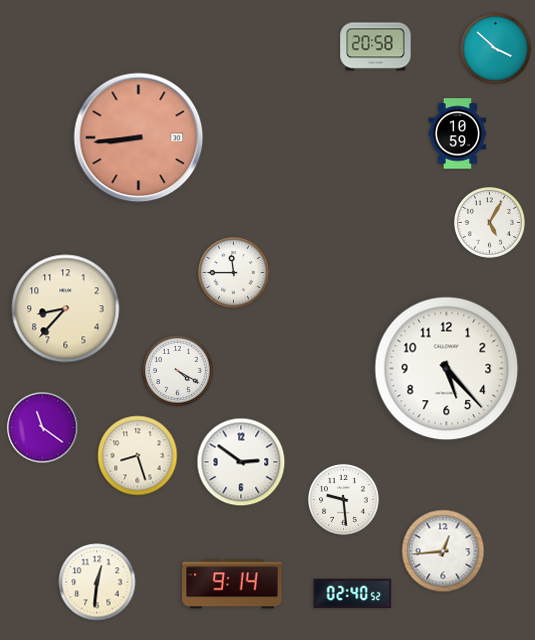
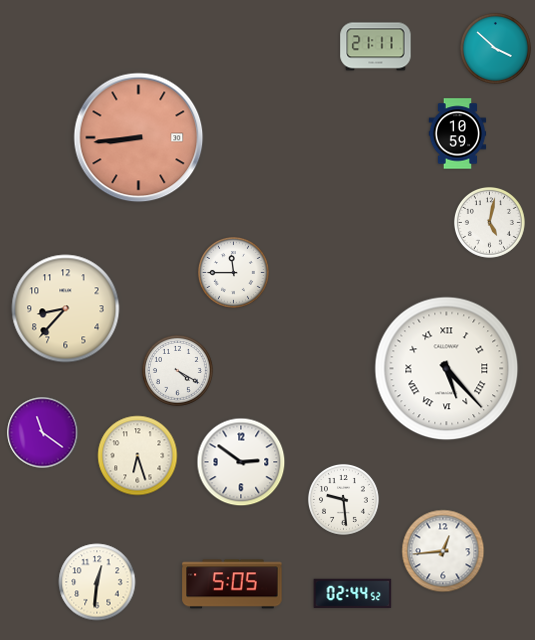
clock at (376, 47): 20:58 -> 21:11
clock at (489, 222): 5:05 -> 5:02
clock at (447, 369) numerals: Arabic -> Roman
clock at (43, 428) position: (43, 428) -> (43, 433)
clock at (138, 456): 8:27 -> 6:27
clock at (232, 584): 9:14 -> 5:05
clock at (353, 594): 02:40 -> 02:44
